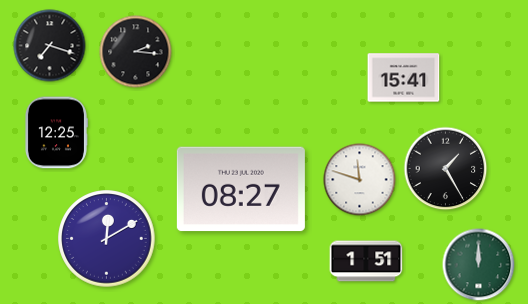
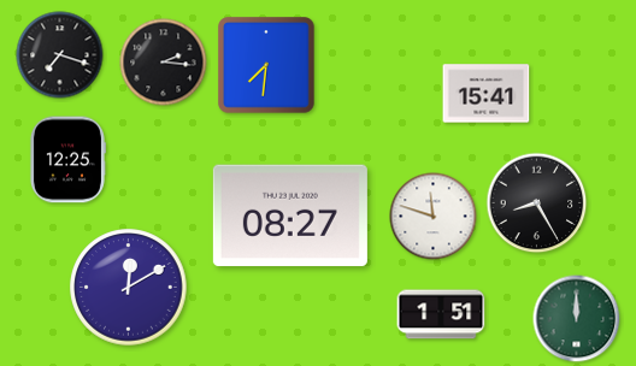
clock at (266, 65): none -> 7:31
clock at (446, 169): 1:25 -> 8:25
clock at (241, 189) position: (241, 189) -> (290, 216)
